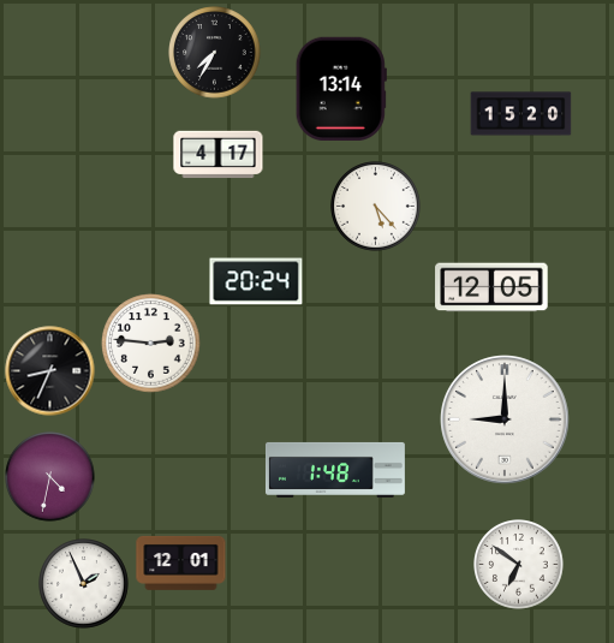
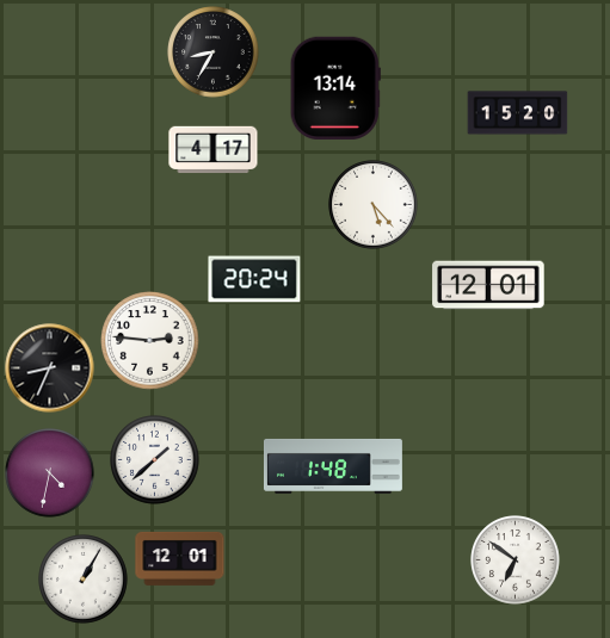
clock at (215, 53): 7:35 -> 8:35
clock at (341, 88) position: (341, 88) -> (335, 87)
clock at (219, 155) position: (219, 155) -> (214, 150)
clock at (491, 287): 12:05 -> 12:01
clock at (505, 419): 9:00 -> none
clock at (155, 460): none -> 1:38
clock at (84, 584): 1:56 -> 1:05
